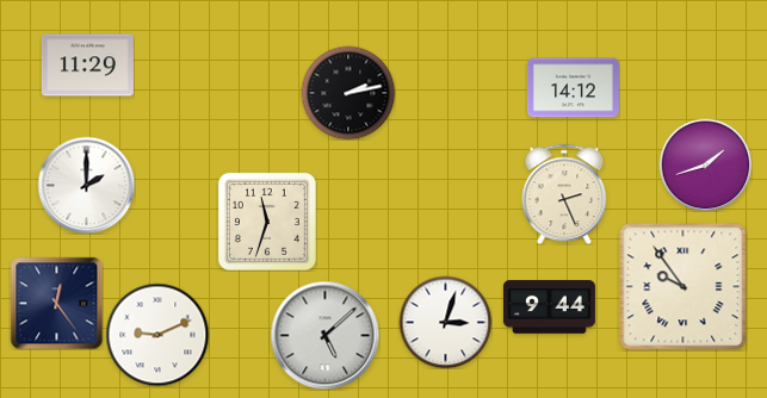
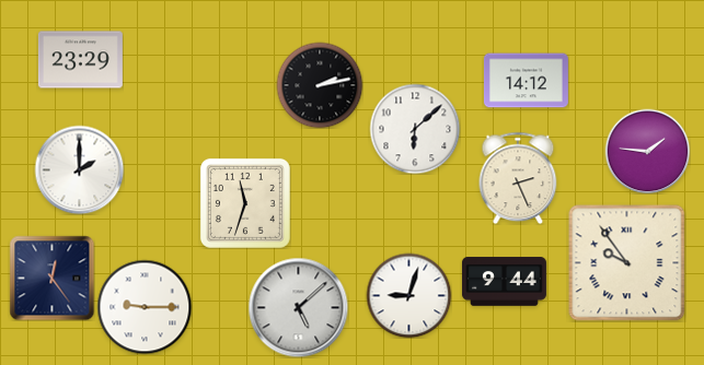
clock at (87, 66): 11:29 -> 23:29
clock at (415, 129): none -> 6:08
clock at (705, 164): 1:42 -> 1:46
clock at (445, 322): 3:03 -> 9:03
clock at (157, 335): 9:11 -> 9:15
